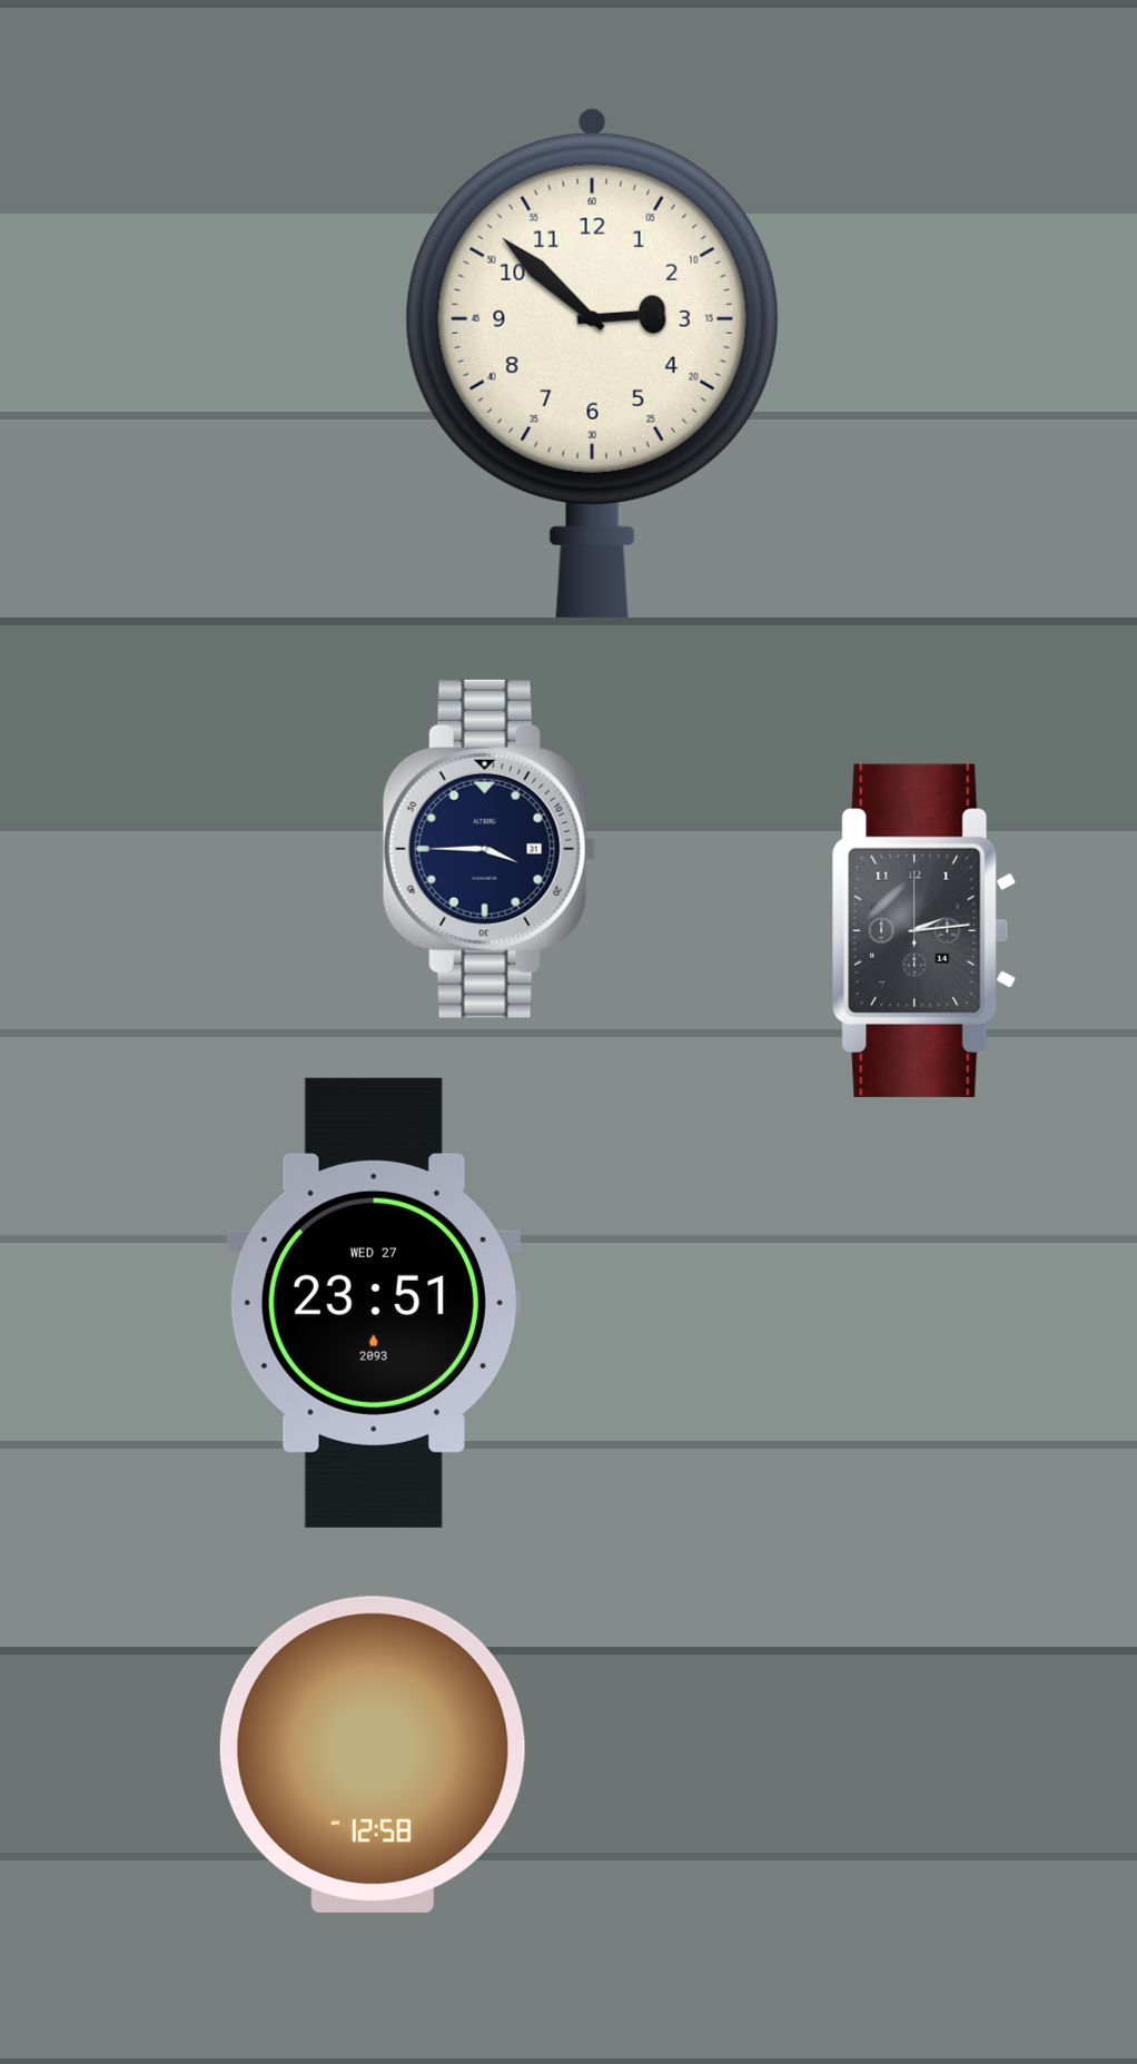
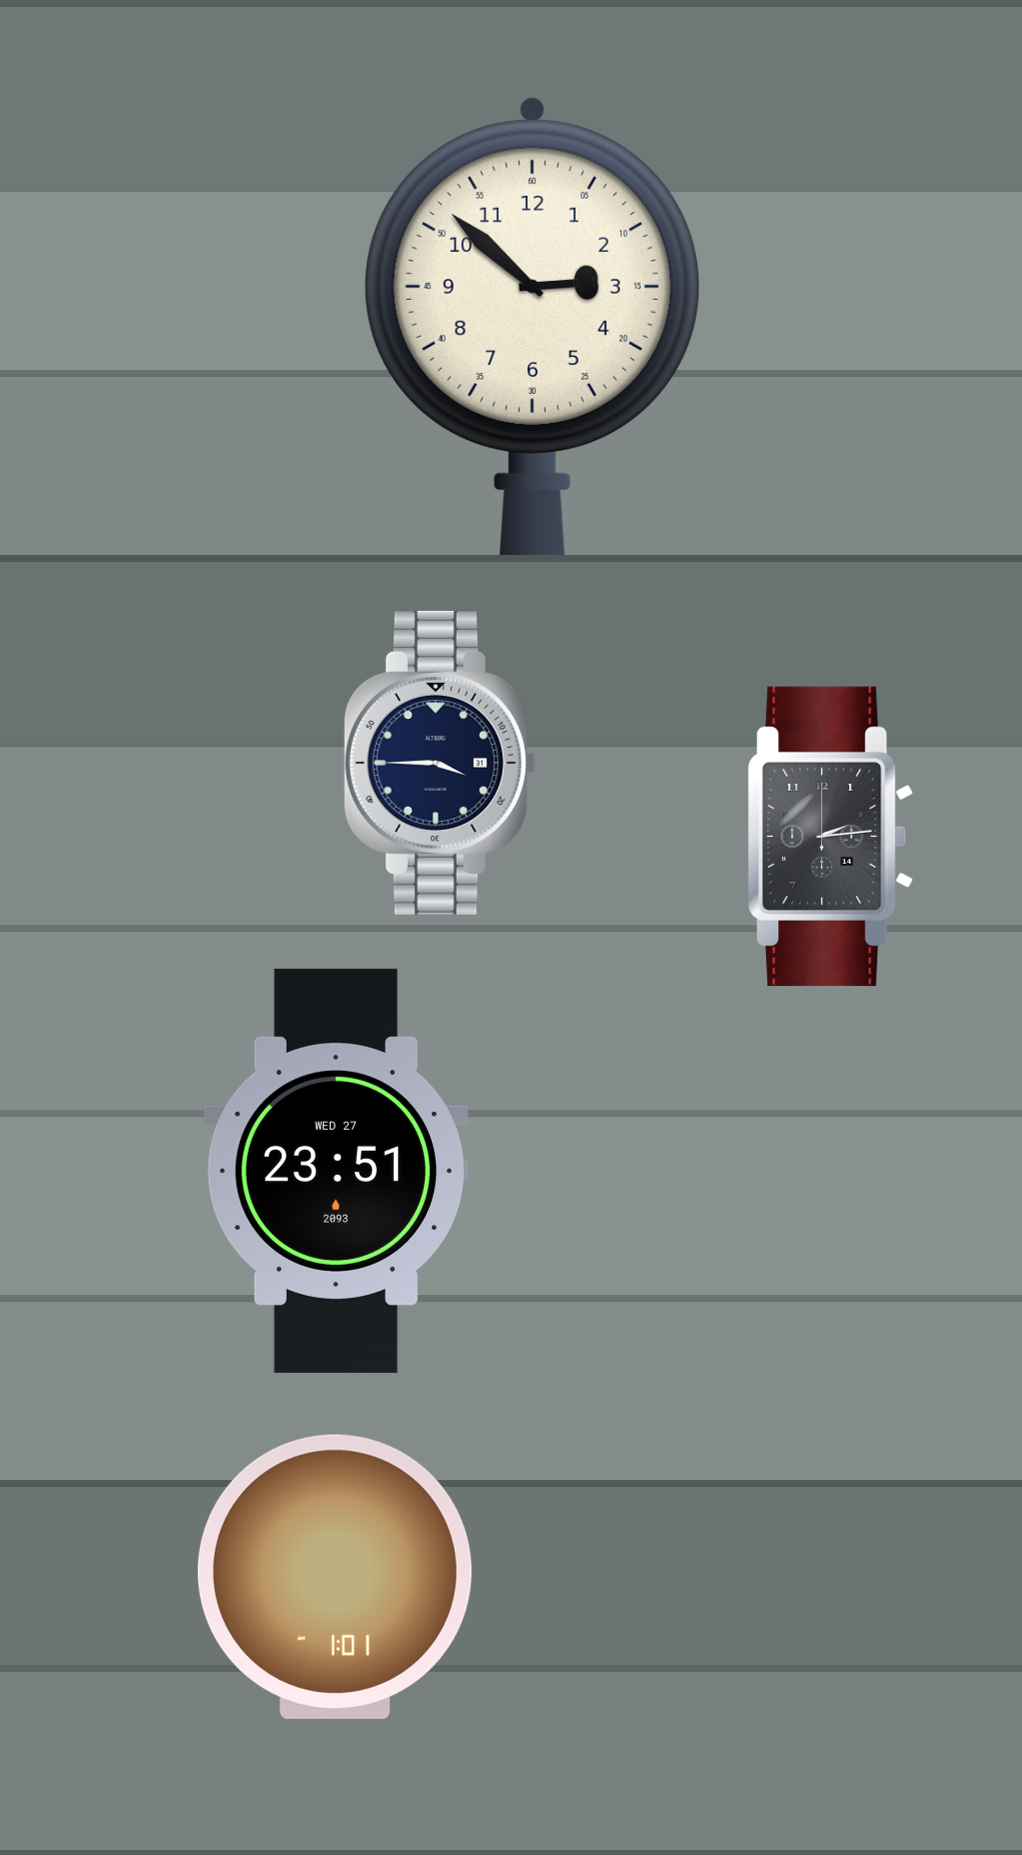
clock at (373, 1755): 12:58 -> 1:01
